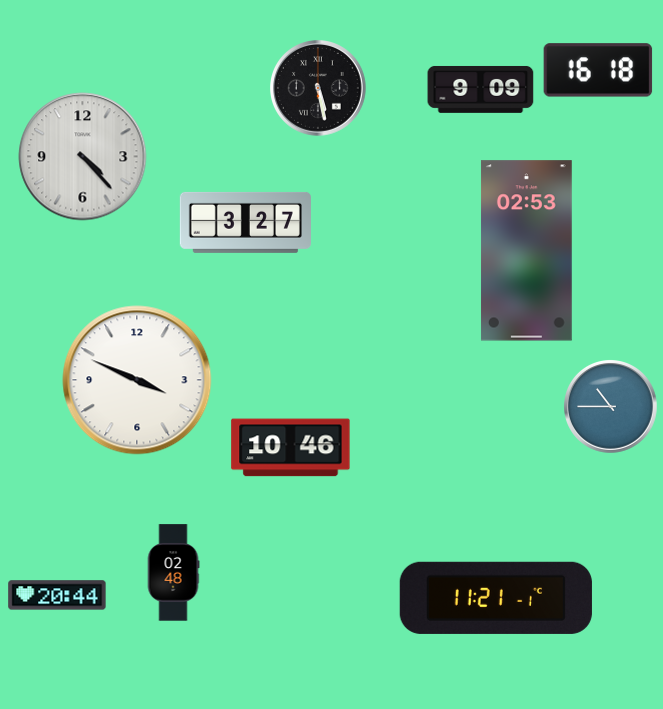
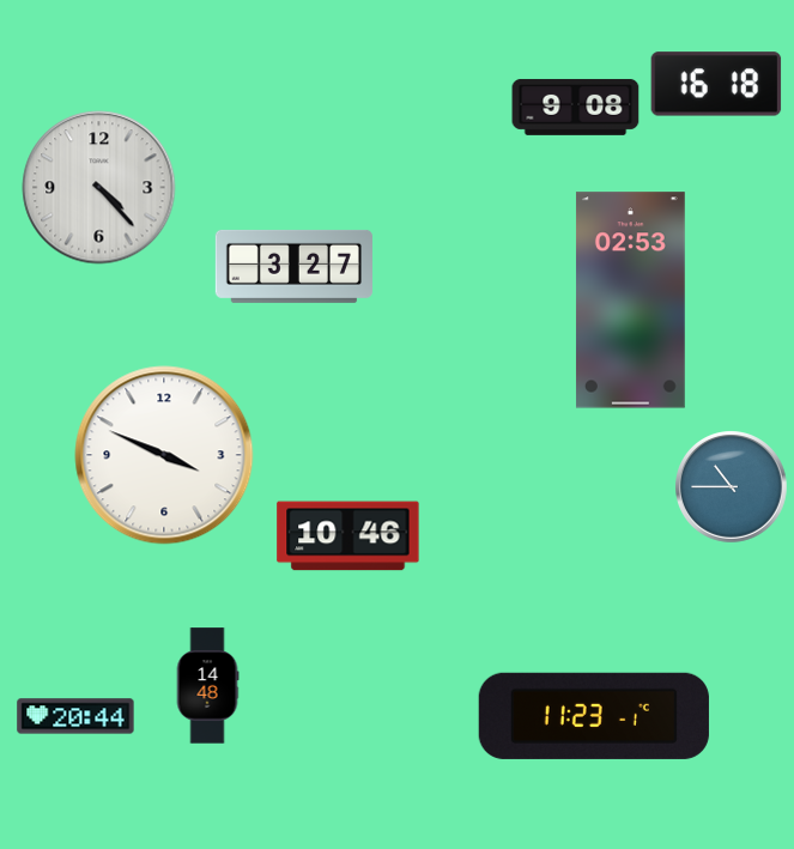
clock at (319, 89): 5:28 -> none
clock at (481, 89): 9:09 -> 9:08
clock at (173, 573): 02:48 -> 14:48
clock at (57, 595) position: (57, 595) -> (75, 716)
clock at (496, 598): 11:21 -> 11:23
